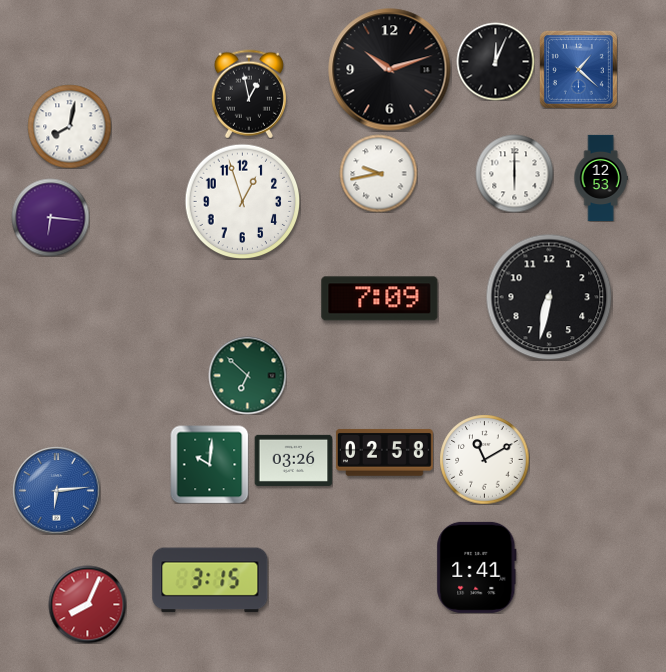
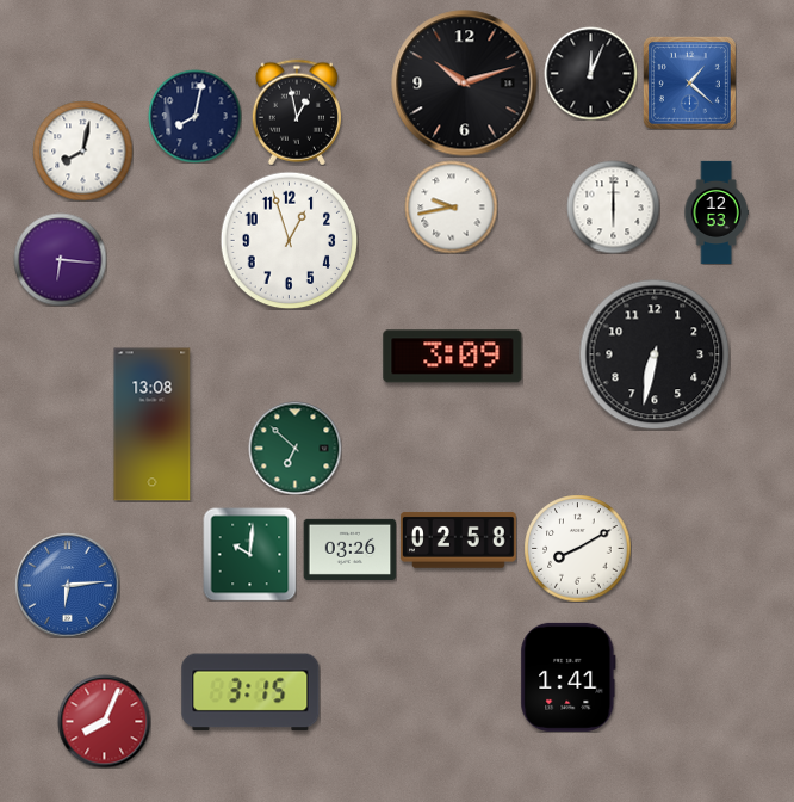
clock at (194, 116): none -> 8:02
clock at (380, 299): 7:09 -> 3:09
clock at (153, 425): none -> 13:08
clock at (484, 459): 11:10 -> 8:10
